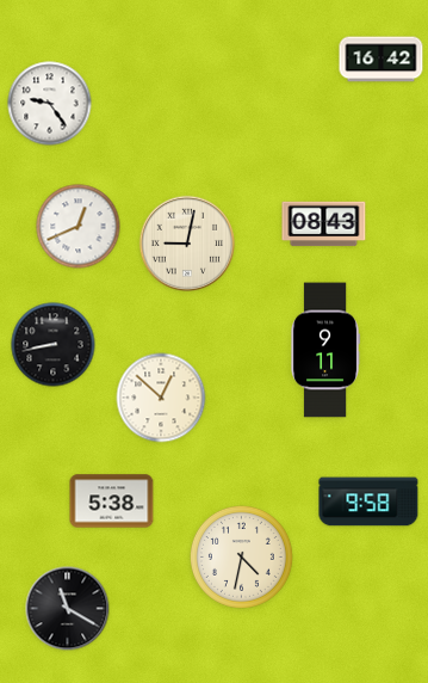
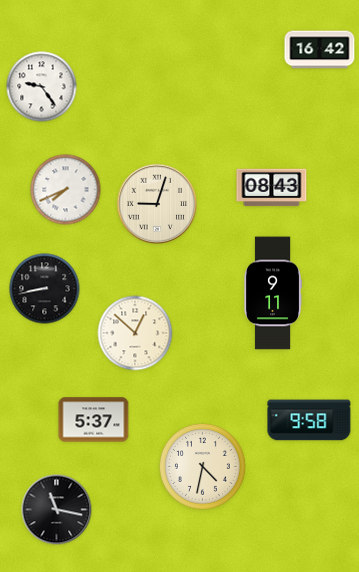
clock at (79, 227): 12:41 -> 7:41
clock at (186, 242): 9:02 -> 9:03
clock at (112, 502): 5:38 -> 5:37
clock at (68, 609): 11:20 -> 11:17
